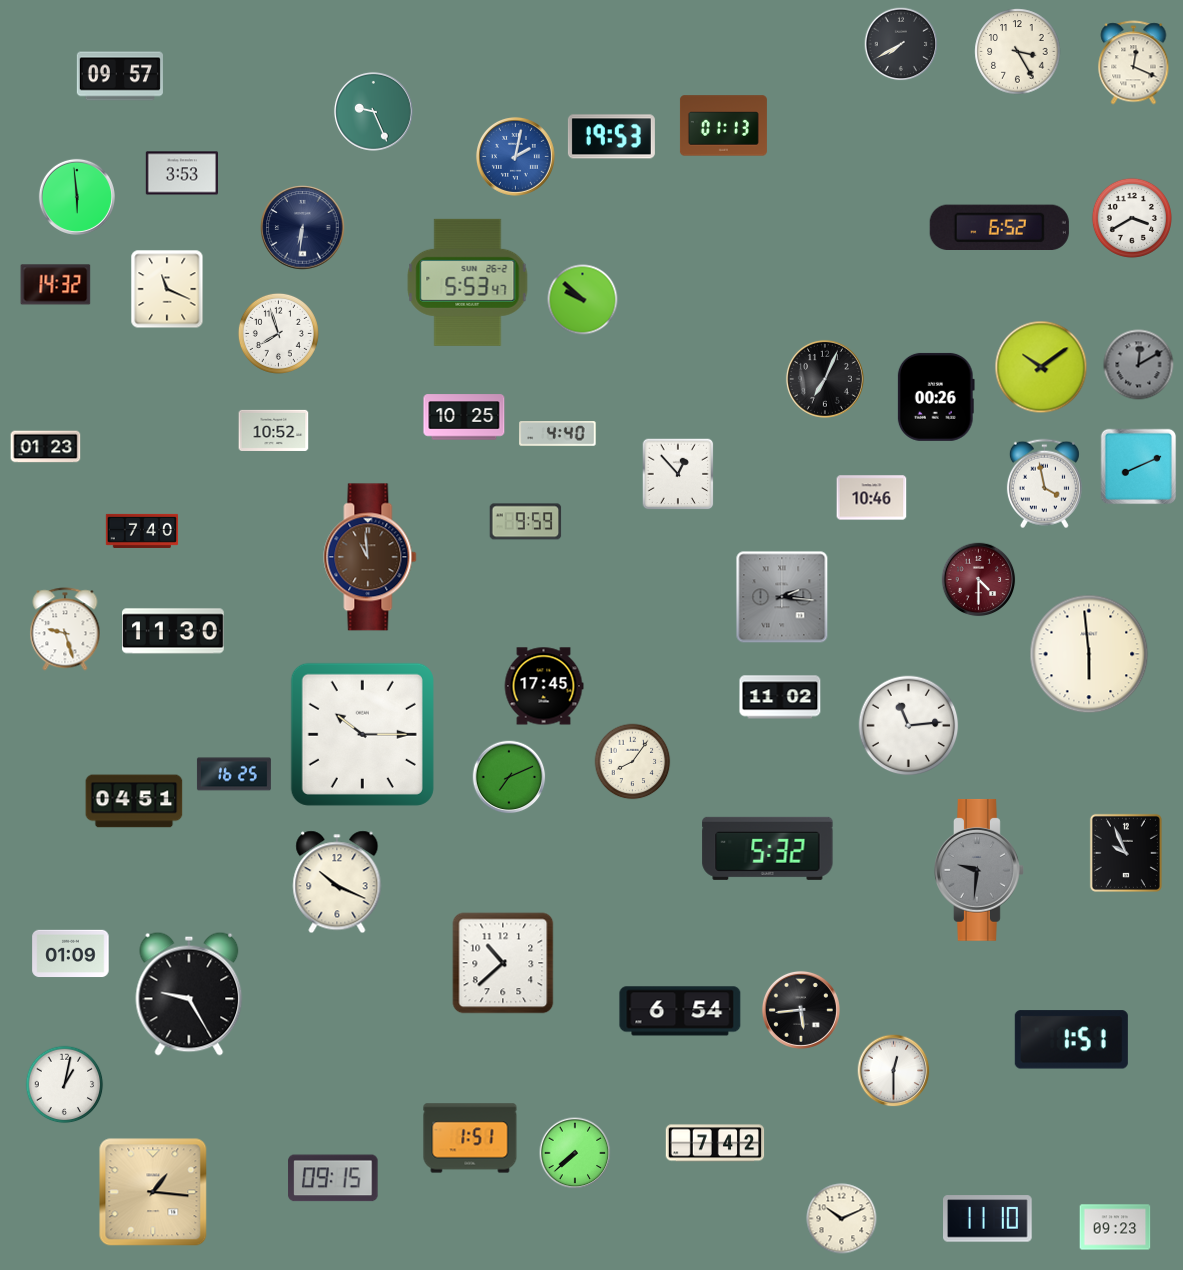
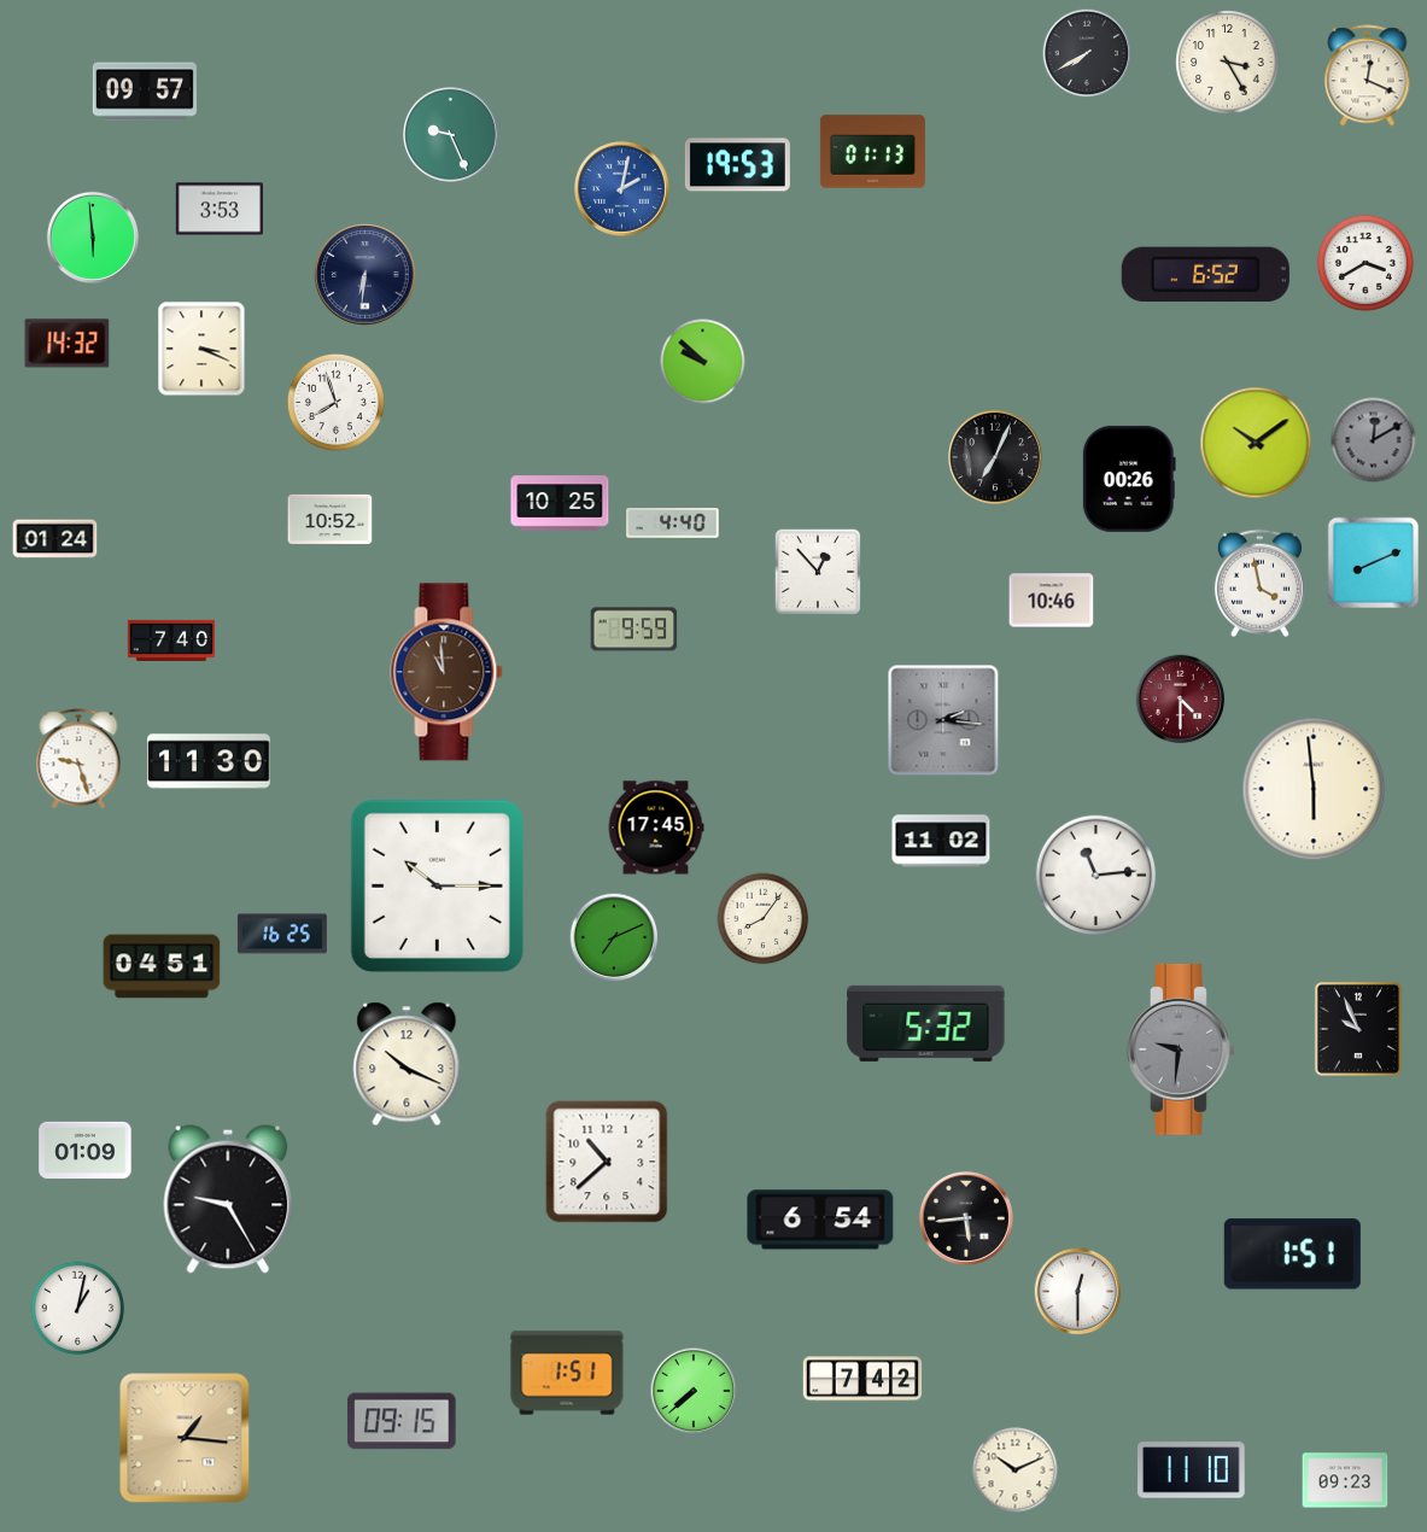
clock at (468, 282): 5:53 -> none
clock at (167, 289): 11:19 -> 3:19
clock at (46, 447): 01:23 -> 01:24
